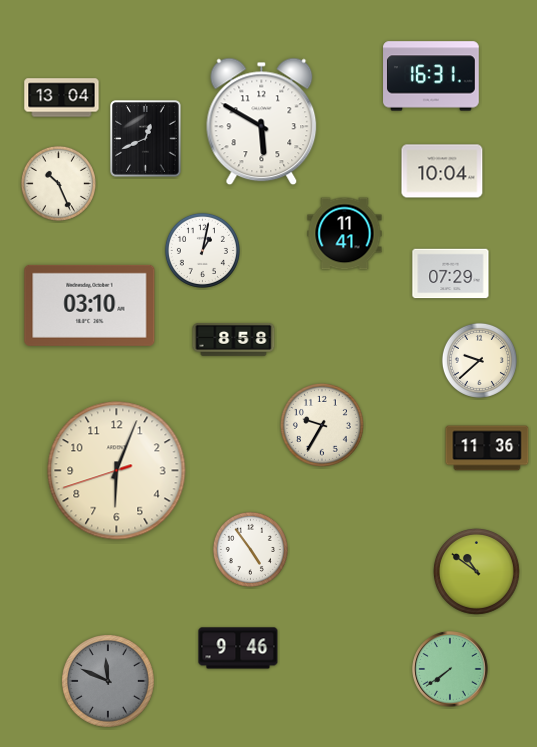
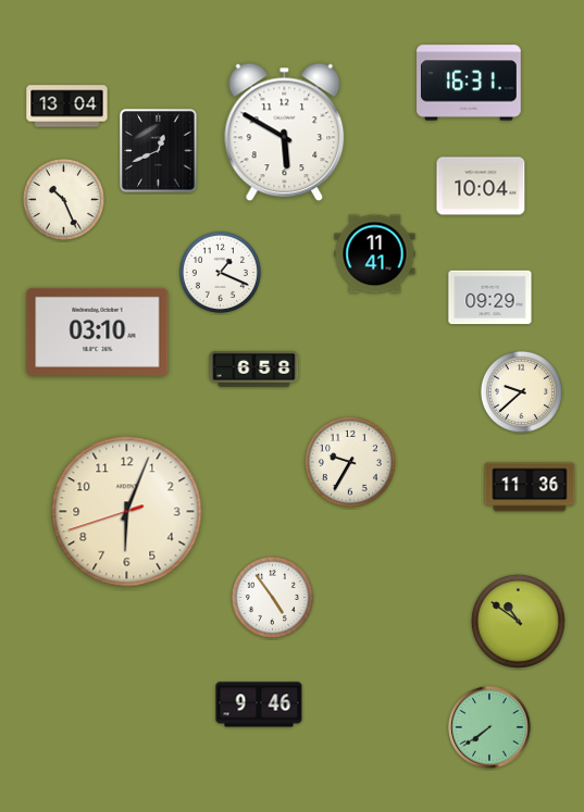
clock at (202, 250): 1:02 -> 1:19
clock at (451, 274): 07:29 -> 09:29
clock at (234, 339): 8:58 -> 6:58
clock at (109, 682): 11:49 -> none
